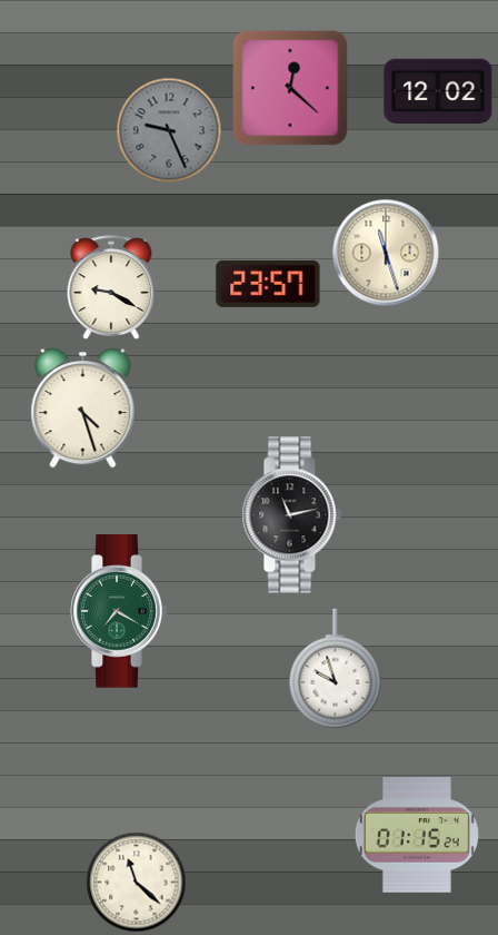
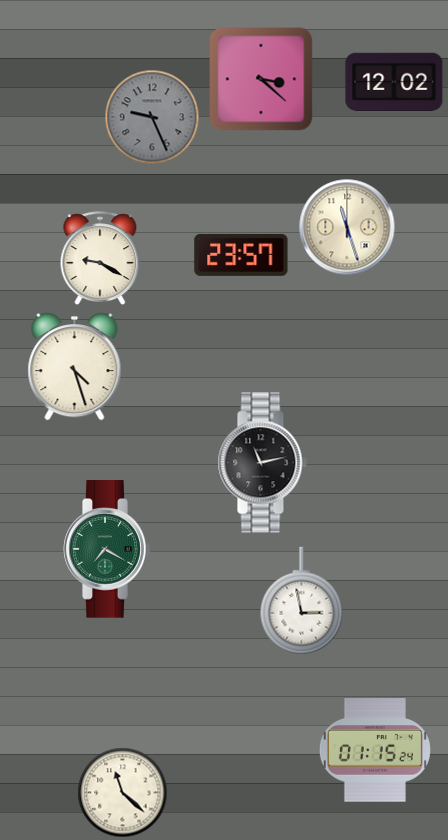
clock at (290, 88): 12:22 -> 3:22
clock at (336, 669): 9:57 -> 2:58
